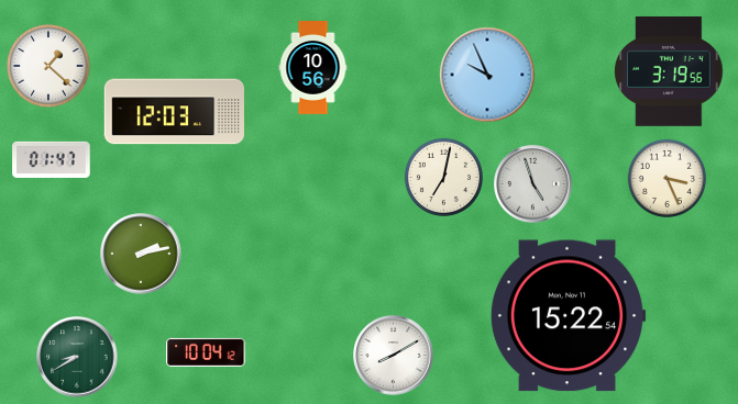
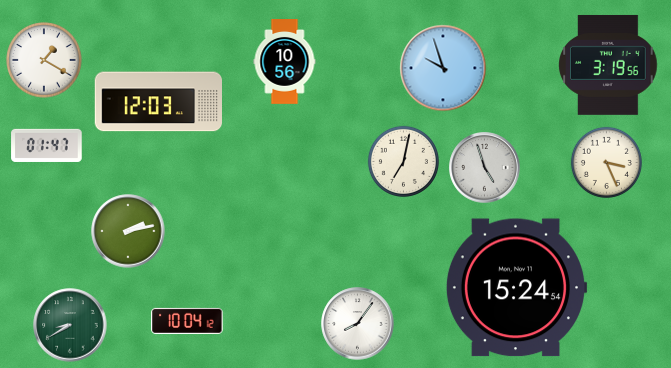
clock at (48, 66): 1:22 -> 1:20
clock at (487, 75): 9:56 -> 9:57
clock at (568, 316): 15:22 -> 15:24
clock at (394, 356): 8:10 -> 8:06
